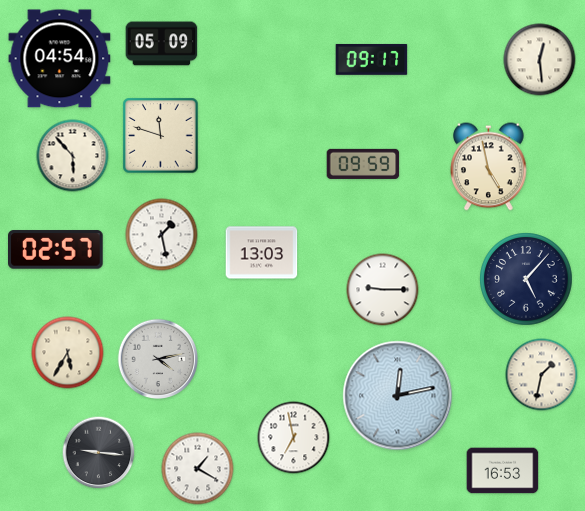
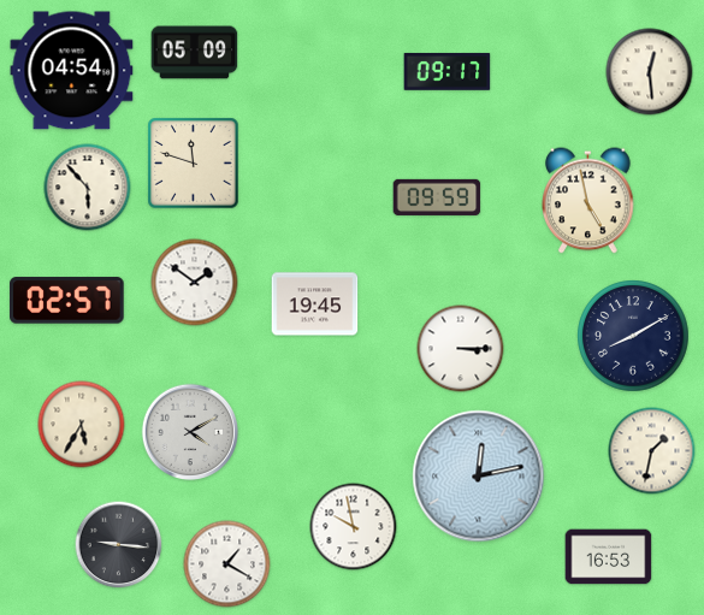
clock at (162, 235): 1:28 -> 1:51
clock at (262, 253): 13:03 -> 19:45
clock at (526, 279): 5:07 -> 8:10
clock at (383, 290): 9:15 -> 3:15
clock at (158, 359): 4:13 -> 4:10
clock at (294, 438): 6:58 -> 9:58
clock at (198, 469) position: (198, 469) -> (227, 564)
clock at (503, 471) position: (503, 471) -> (609, 557)
